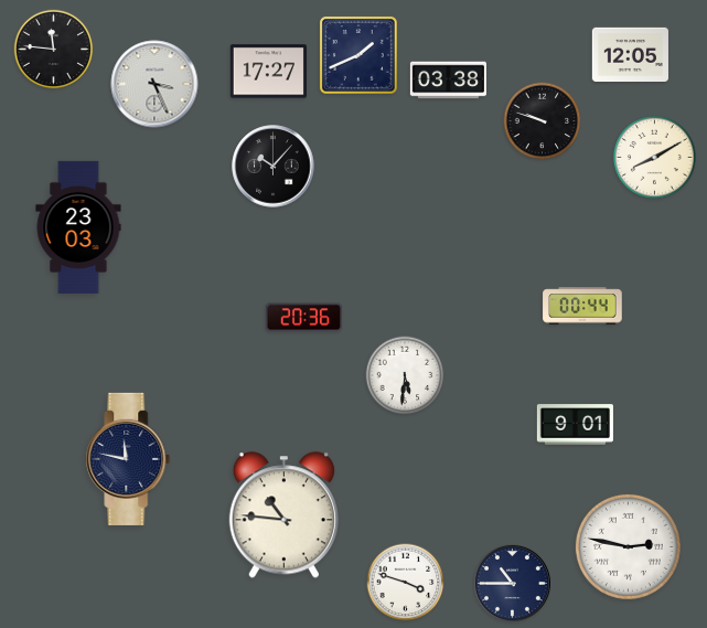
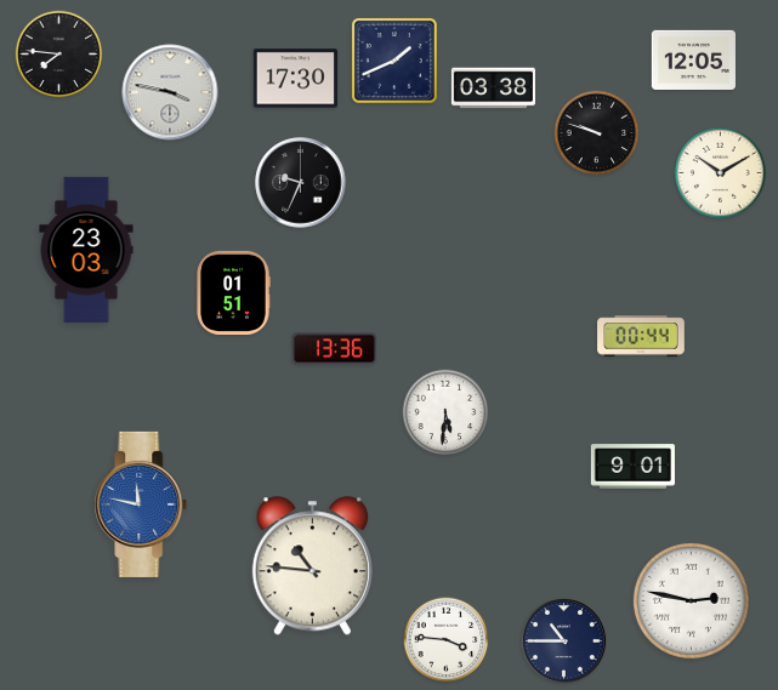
clock at (54, 50): 11:46 -> 7:46
clock at (268, 72): 17:27 -> 17:30
clock at (154, 84): 3:26 -> 3:47
clock at (654, 157): 8:10 -> 10:10
clock at (274, 167): 10:07 -> 9:34
clock at (233, 292): none -> 01:51
clock at (303, 318): 20:36 -> 13:36
clock at (128, 459) dial: navy -> blue
clock at (406, 583): 3:48 -> 3:46
